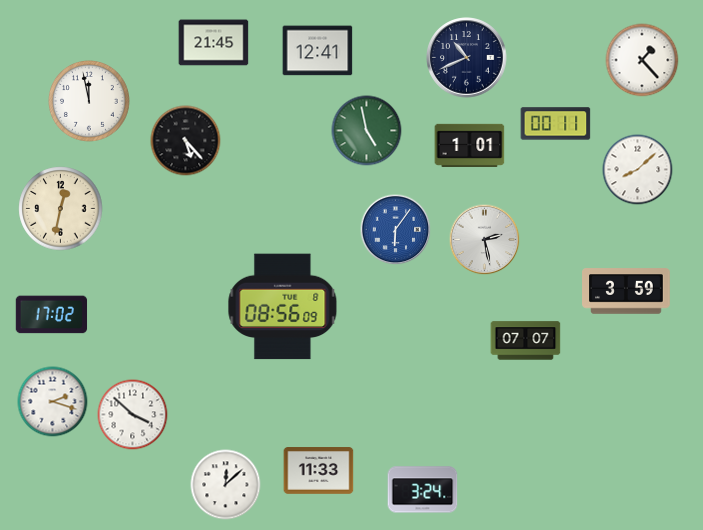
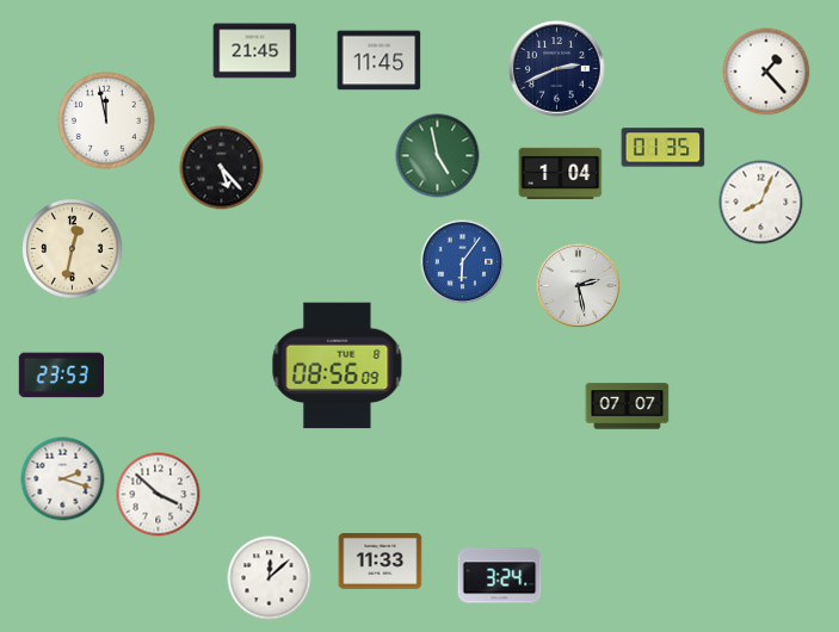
clock at (318, 51): 12:41 -> 11:45
clock at (467, 58): 10:41 -> 2:41
clock at (556, 124): 00:11 -> 01:35
clock at (470, 145): 1:01 -> 1:04
clock at (638, 170): 8:08 -> 8:04
clock at (396, 230) position: (396, 230) -> (463, 262)
clock at (626, 291): 3:59 -> none
clock at (52, 315): 17:02 -> 23:53
clock at (423, 490) position: (423, 490) -> (500, 576)
